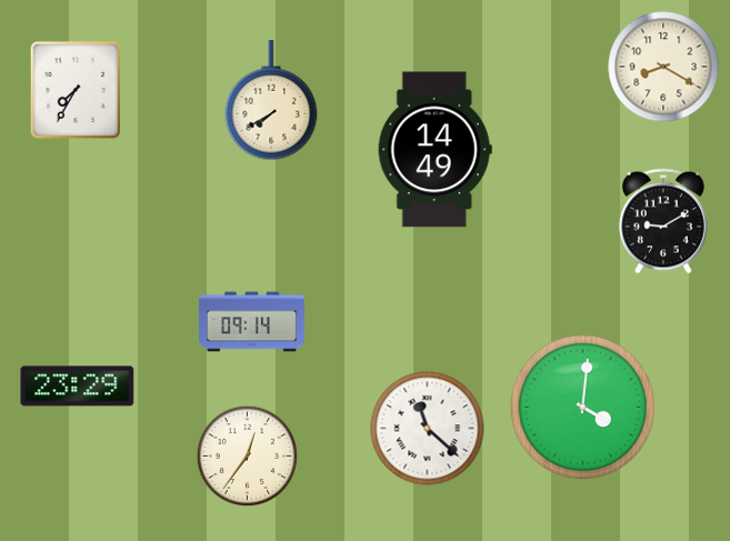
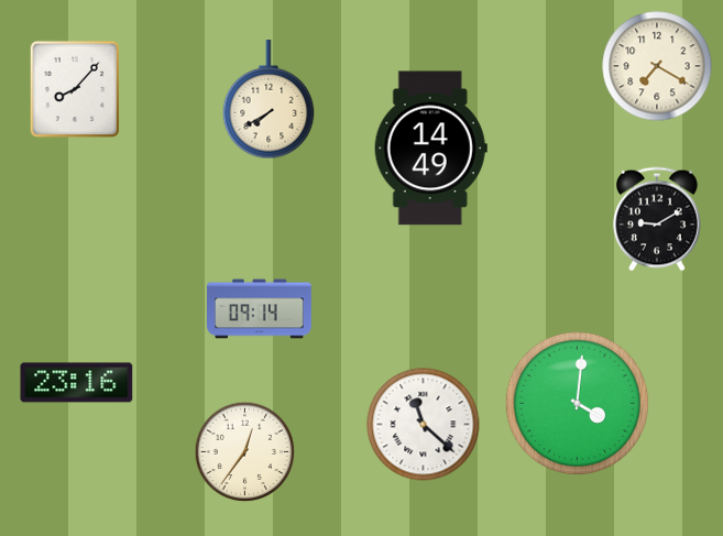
clock at (663, 67): 8:20 -> 7:20
clock at (76, 90): 7:35 -> 8:07
clock at (252, 322) position: (252, 322) -> (260, 309)
clock at (78, 387): 23:29 -> 23:16
